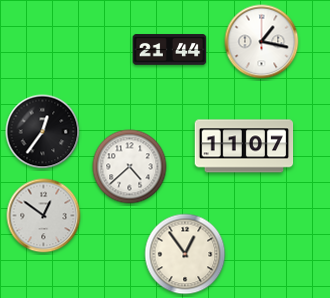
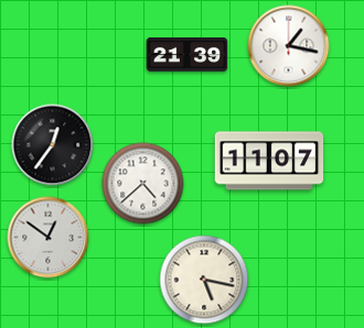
clock at (170, 50): 21:44 -> 21:39
clock at (43, 132) position: (43, 132) -> (53, 145)
clock at (185, 254): 12:54 -> 5:17
